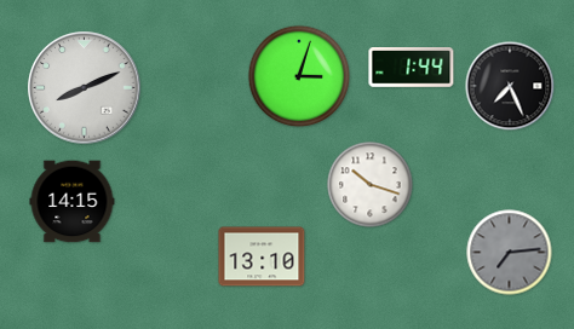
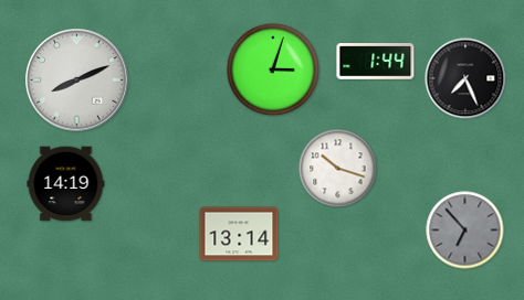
clock at (73, 202): 14:15 -> 14:19
clock at (510, 253): 7:14 -> 6:53
clock at (262, 256): 13:10 -> 13:14
